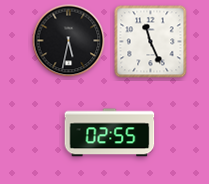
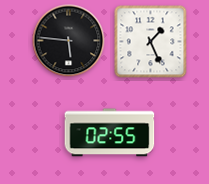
clock at (69, 41): 5:32 -> 5:46
clock at (151, 42): 11:26 -> 1:26
